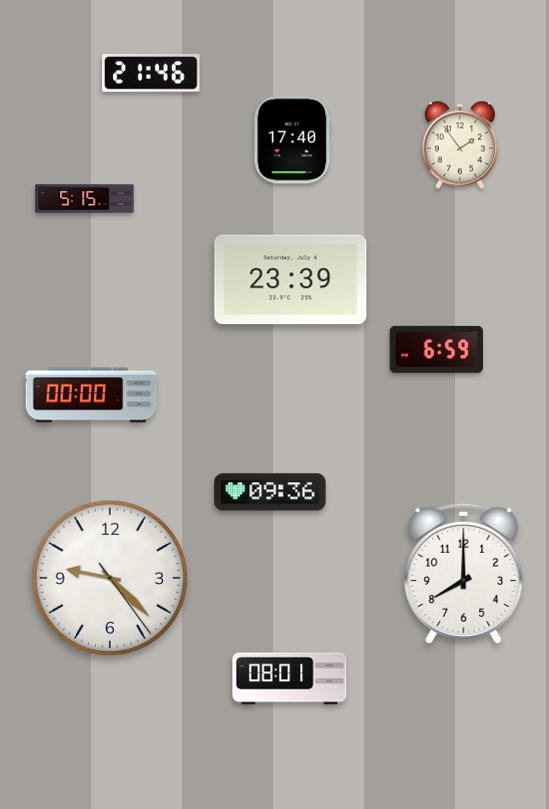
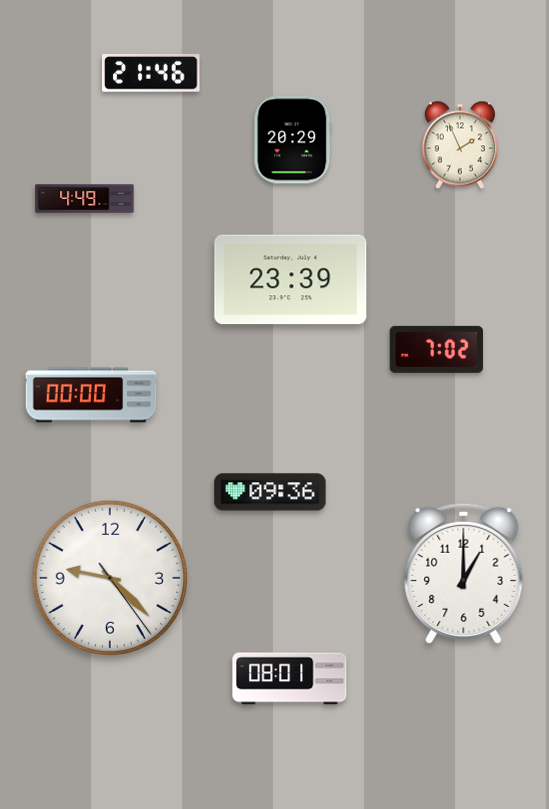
clock at (293, 140): 17:40 -> 20:29
clock at (460, 145): 1:54 -> 1:56
clock at (85, 199): 5:15 -> 4:49
clock at (436, 349): 6:59 -> 7:02
clock at (464, 573): 8:00 -> 1:00
